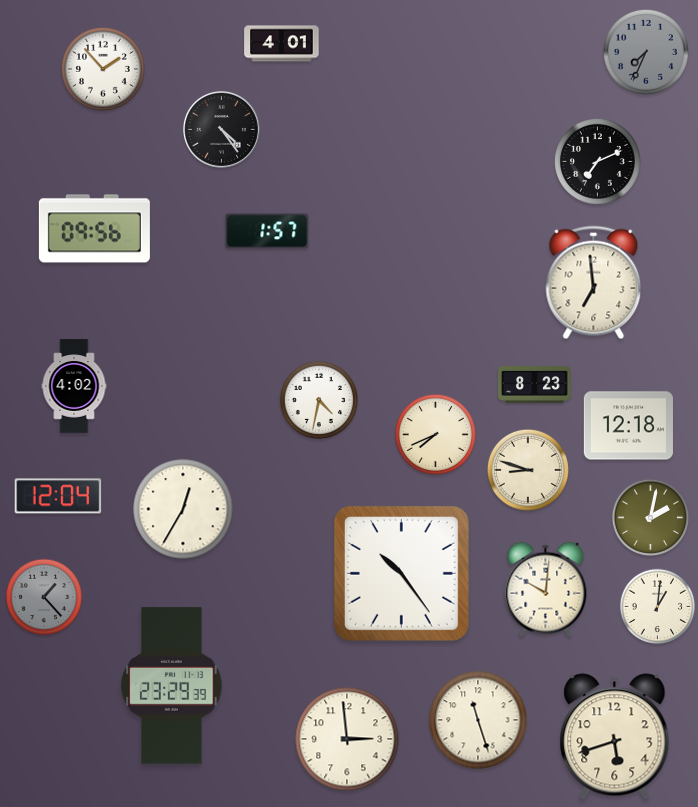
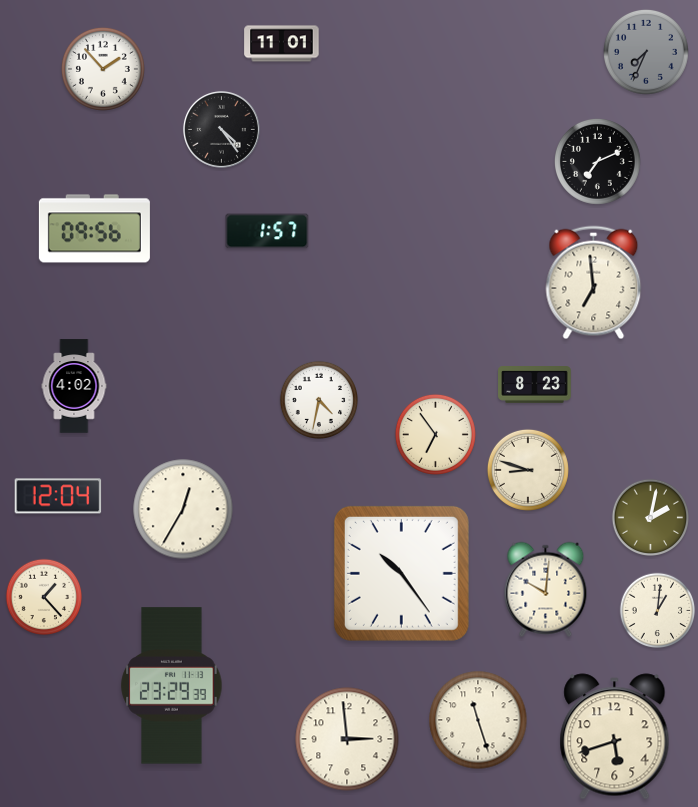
clock at (282, 44): 4:01 -> 11:01
clock at (628, 426): 12:18 -> none
clock at (435, 434): 7:41 -> 6:54
clock at (44, 597) dial: grey -> cream
clock at (658, 607) position: (658, 607) -> (658, 611)
